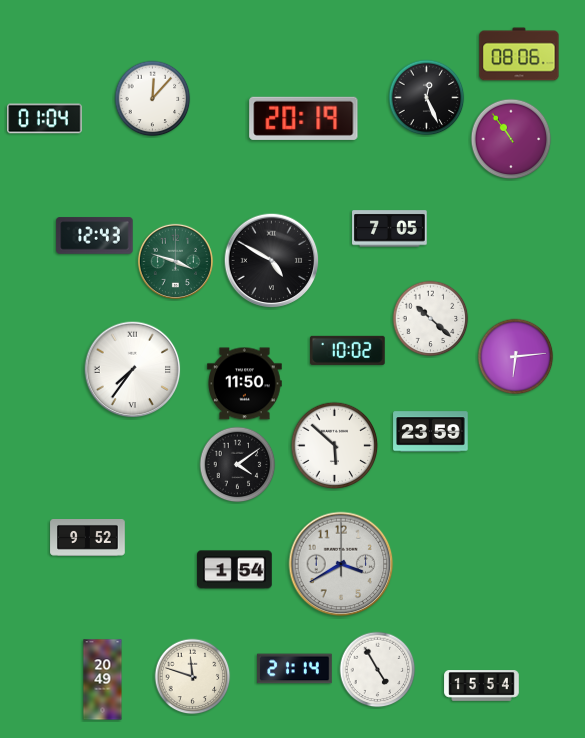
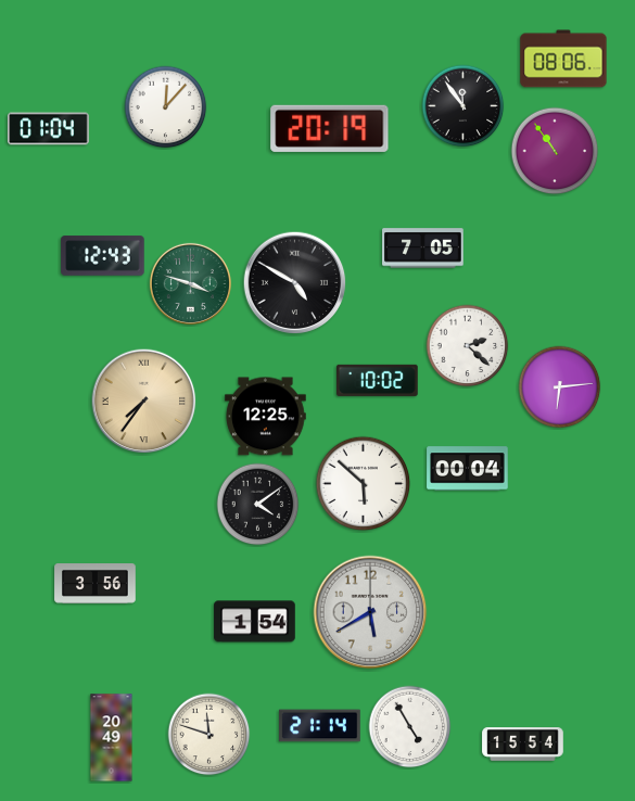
clock at (427, 98): 12:26 -> 11:54
clock at (431, 319): 10:22 -> 2:22
clock at (133, 370) dial: white -> champagne
clock at (245, 384): 11:50 -> 12:25
clock at (431, 432): 23:59 -> 00:04
clock at (88, 538): 9:52 -> 3:56
clock at (341, 564): 3:40 -> 5:40
clock at (235, 570) position: (235, 570) -> (255, 622)
